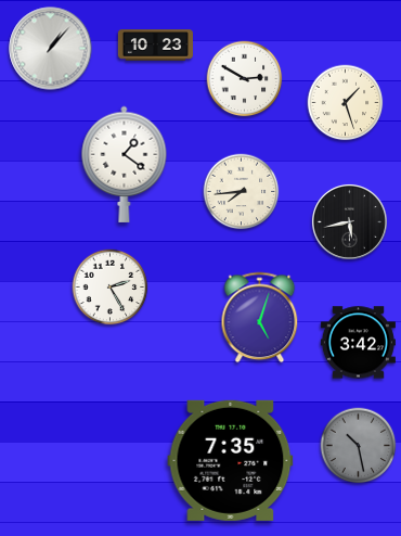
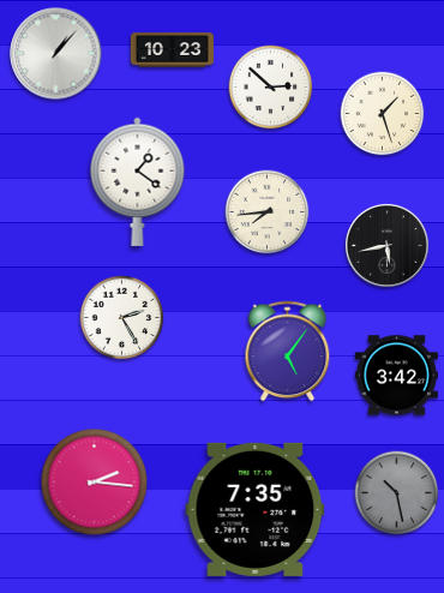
clock at (245, 79): 2:50 -> 2:52
clock at (260, 318): 5:03 -> 5:06
clock at (358, 343) position: (358, 343) -> (396, 376)
clock at (95, 483): none -> 2:16
